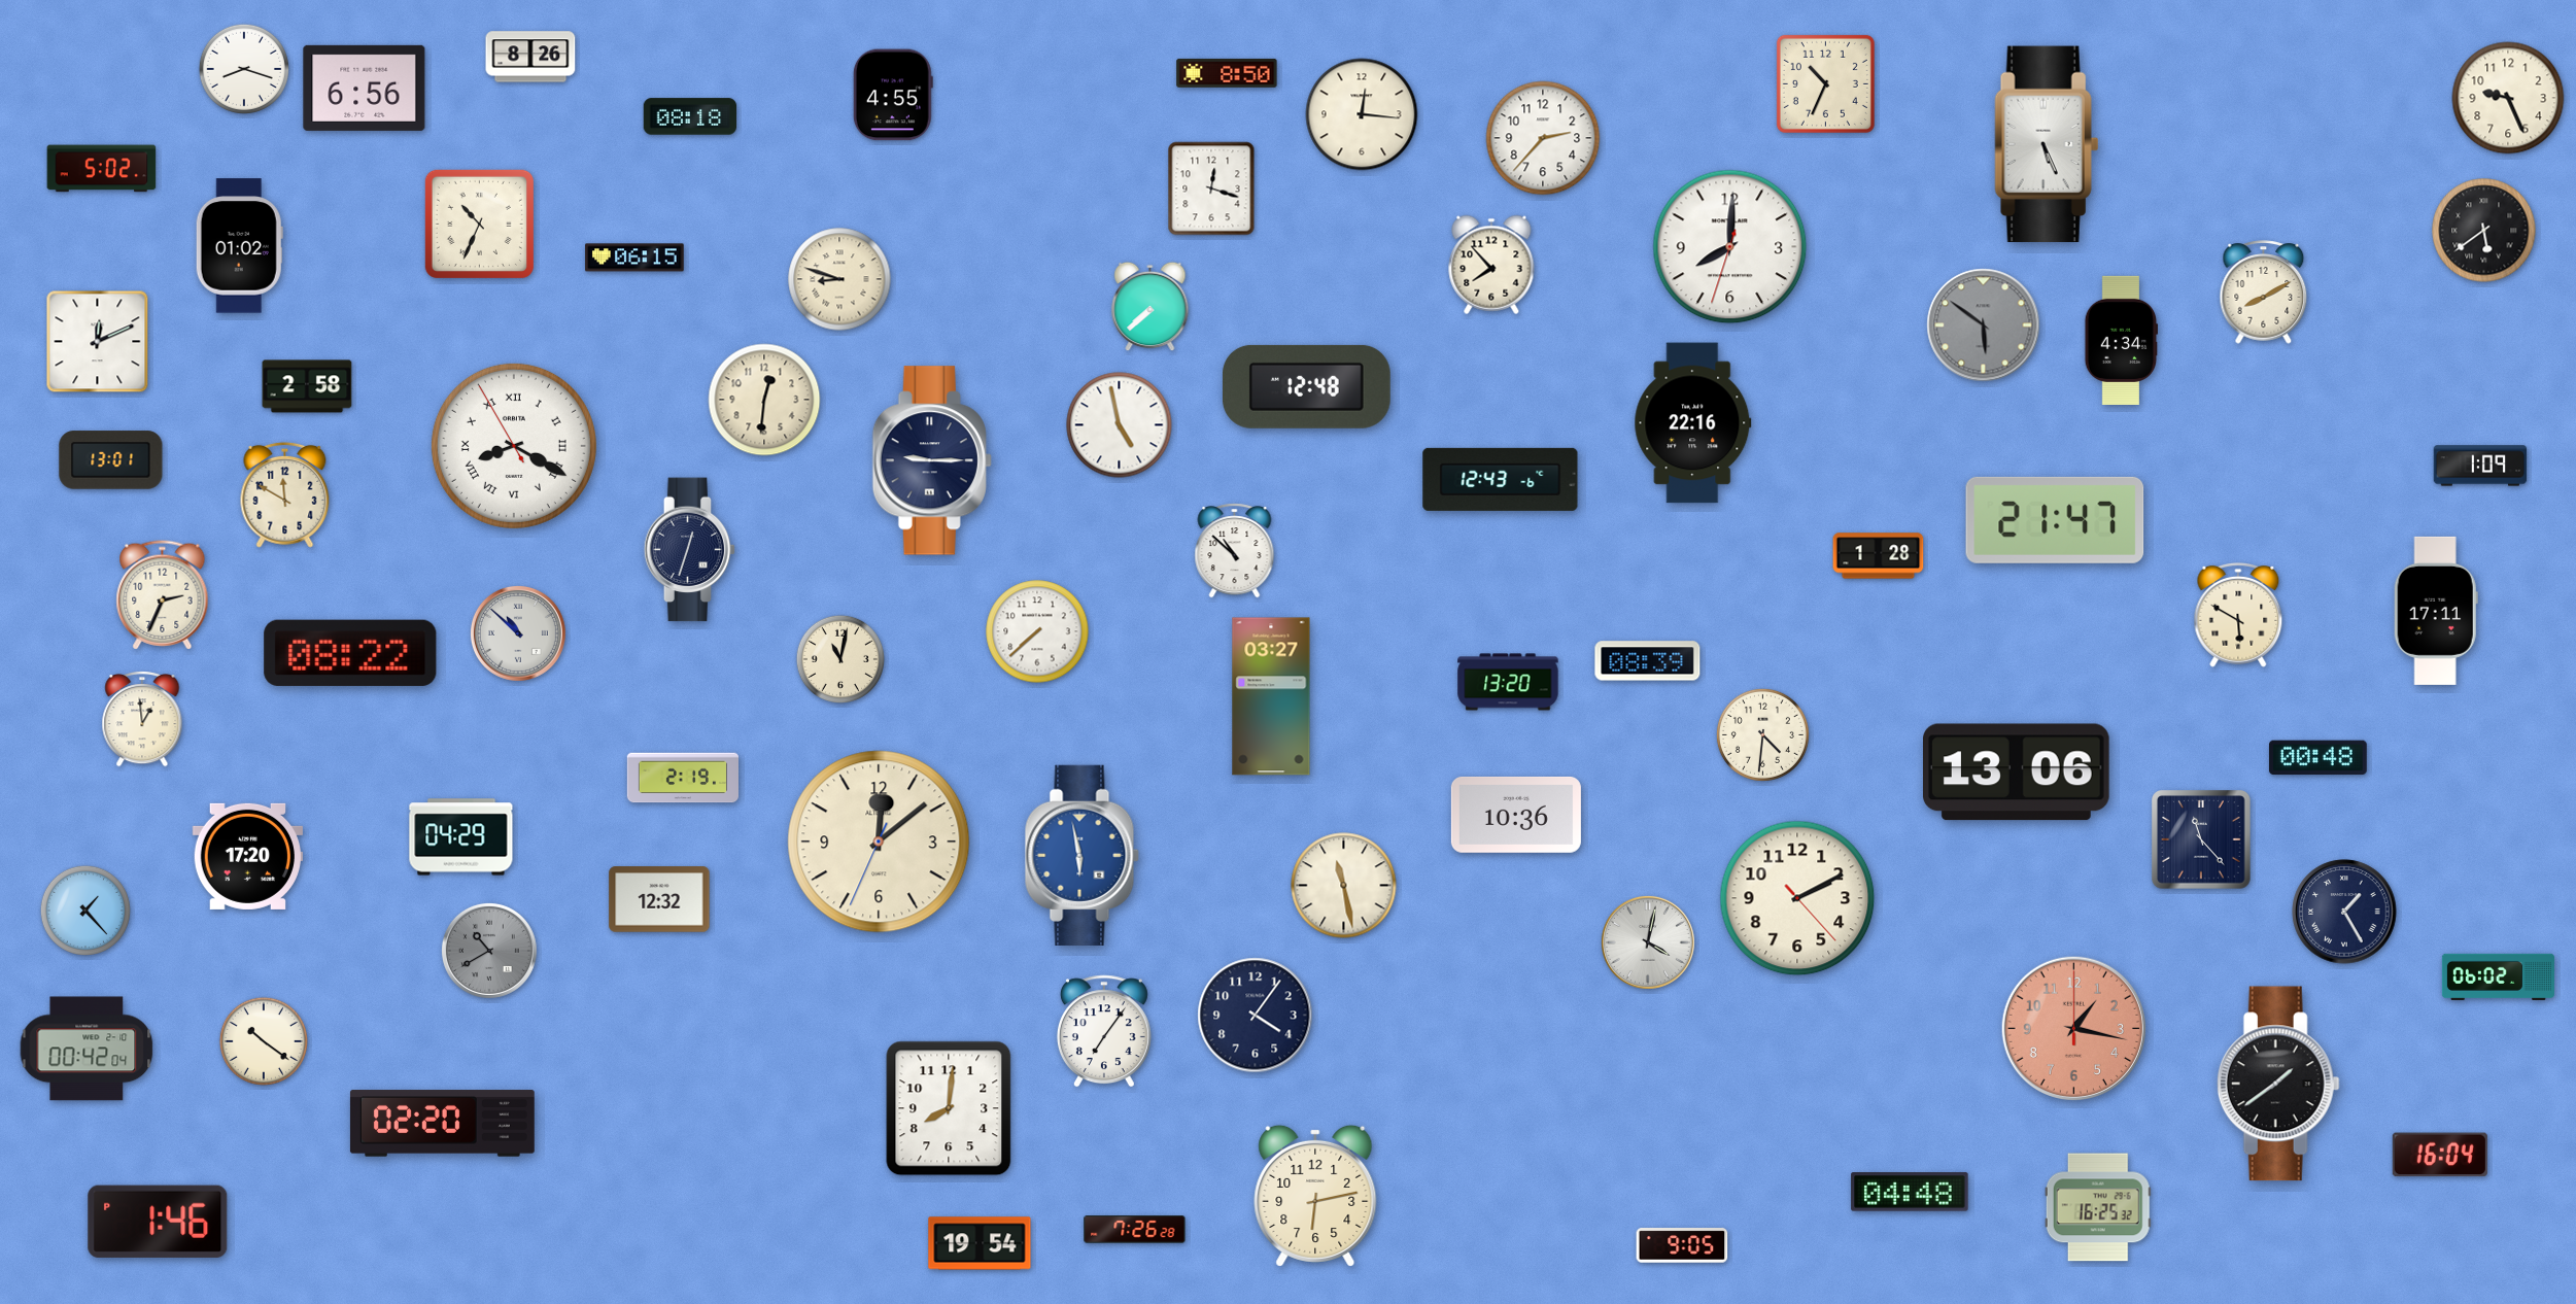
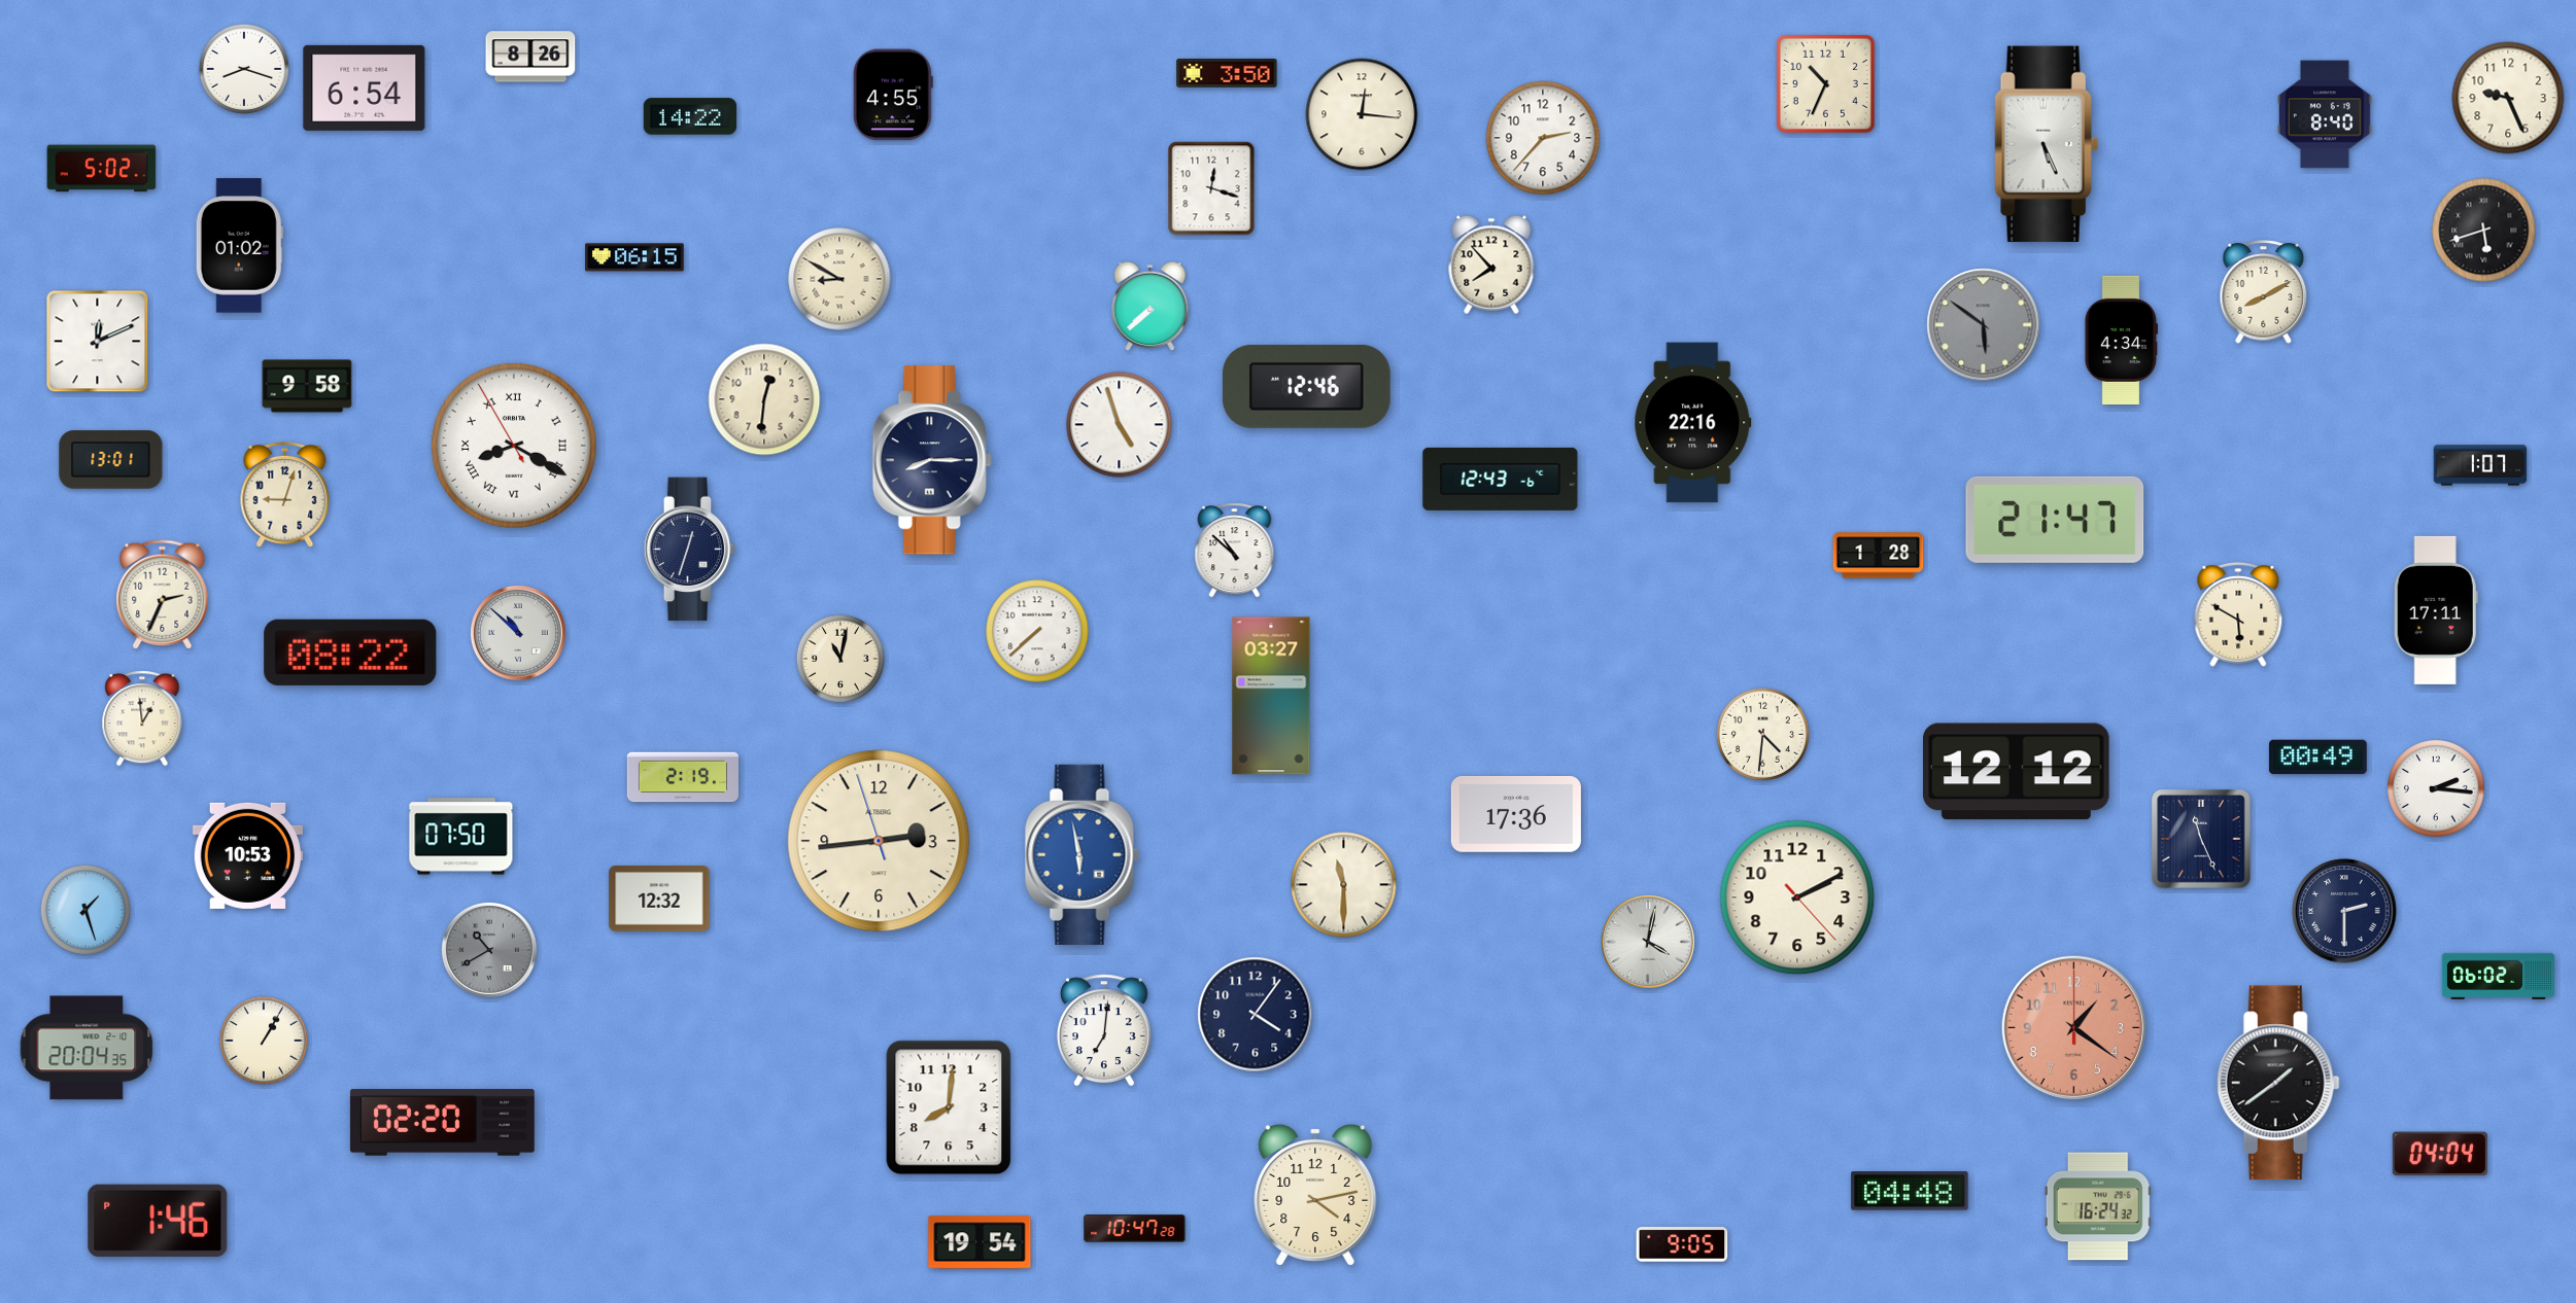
clock at (1227, 73): 8:50 -> 3:50
clock at (365, 88): 6:56 -> 6:54
clock at (2326, 114): none -> 8:40
clock at (690, 116): 08:18 -> 14:22
clock at (479, 224): 10:34 -> none
clock at (2484, 231): 5:39 -> 5:42
clock at (1730, 247): 8:00 -> none
clock at (839, 279): 8:48 -> 8:50
clock at (307, 386): 2:58 -> 9:58
clock at (1306, 386): 12:48 -> 12:46
clock at (1120, 425): 4:58 -> 4:57
clock at (932, 460): 9:15 -> 8:15
clock at (2480, 466): 1:09 -> 1:07
clock at (285, 494): 11:50 -> 9:03
clock at (1648, 661): 08:39 -> none
clock at (1508, 682): 13:20 -> none
clock at (2317, 758): 00:48 -> 00:49
clock at (2017, 773): 13:06 -> 12:12
clock at (2436, 788): none -> 2:16
clock at (1516, 815): 10:36 -> 17:36
clock at (461, 837): 04:29 -> 07:50
clock at (2201, 839): 11:23 -> 11:26
clock at (879, 842): 12:08 -> 2:43
clock at (247, 856): 17:20 -> 10:53
clock at (1344, 886): 11:28 -> 11:30
clock at (85, 911): 1:23 -> 1:27
clock at (2344, 912): 1:25 -> 2:30
clock at (2073, 1028): 1:17 -> 1:21
clock at (1104, 1031): 7:06 -> 7:01
clock at (264, 1041): 10:21 -> 1:05
clock at (87, 1049): 00:42 -> 20:04
clock at (2440, 1155): 16:04 -> 04:04
clock at (1315, 1196): 6:13 -> 4:13
clock at (2098, 1207): 16:25 -> 16:24
clock at (1135, 1230): 7:26 -> 10:47
